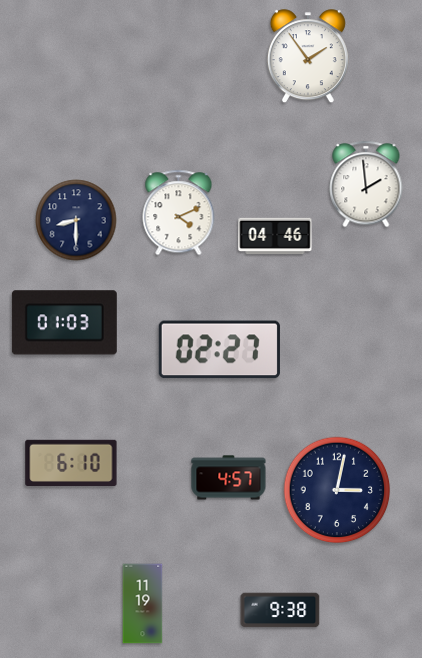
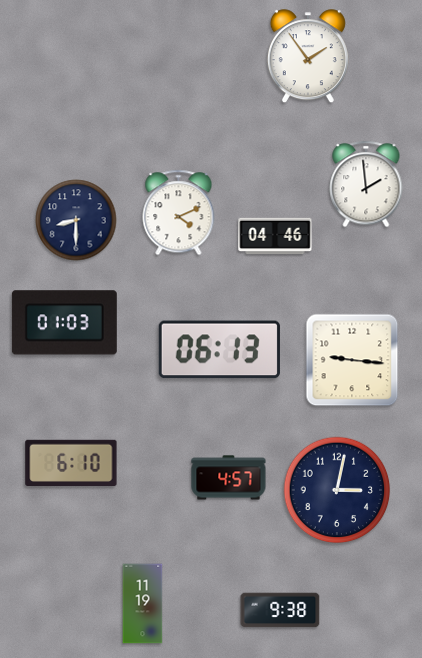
clock at (219, 350): 02:27 -> 06:13
clock at (352, 360): none -> 9:16
